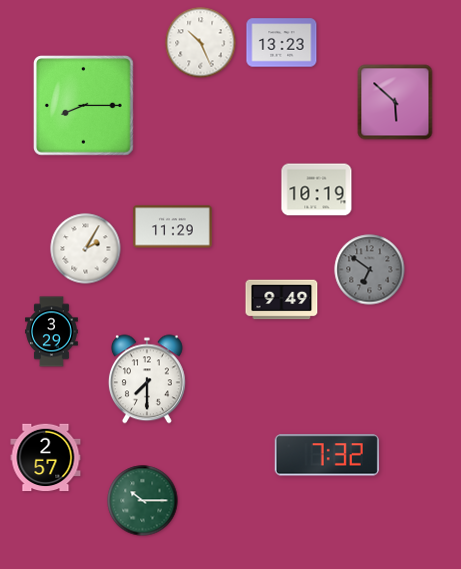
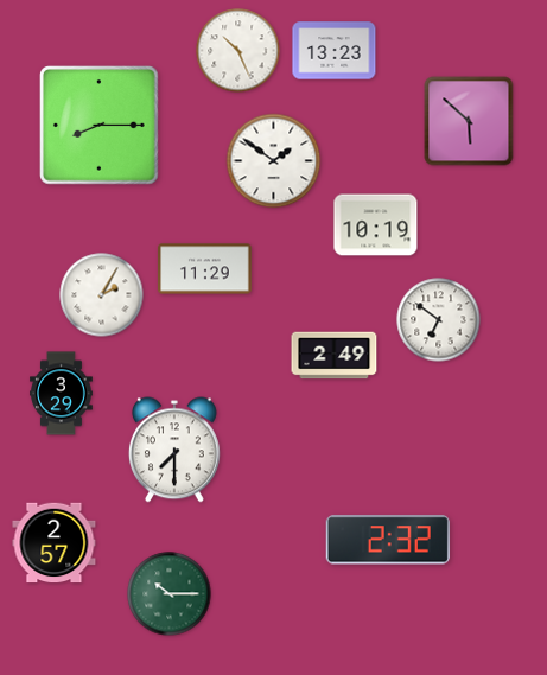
clock at (274, 161): none -> 1:51
clock at (370, 270) dial: grey -> white
clock at (282, 300): 9:49 -> 2:49
clock at (327, 455): 7:32 -> 2:32
